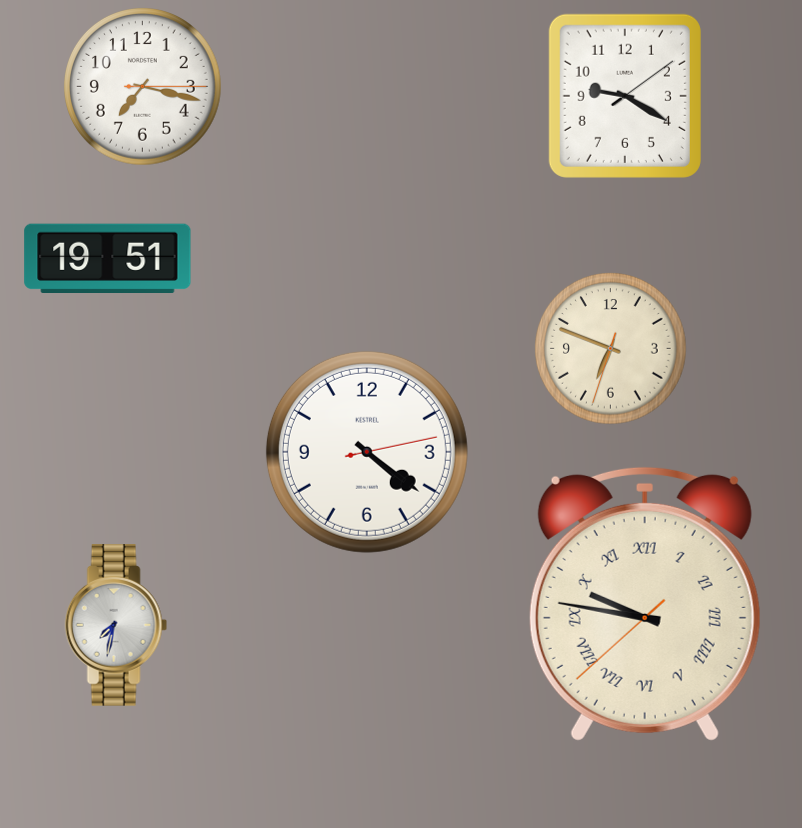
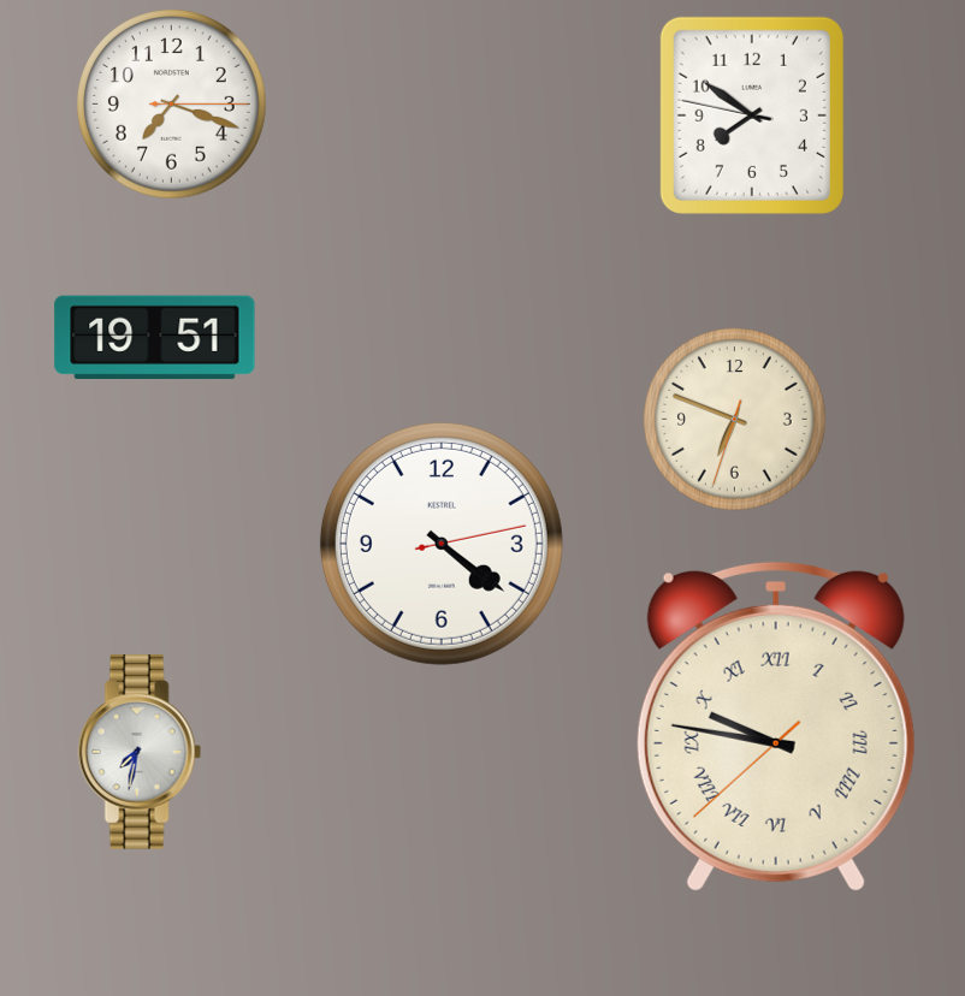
clock at (143, 87): 7:17 -> 7:18
clock at (625, 96): 9:20 -> 7:50
clock at (108, 258) position: (108, 258) -> (155, 337)
